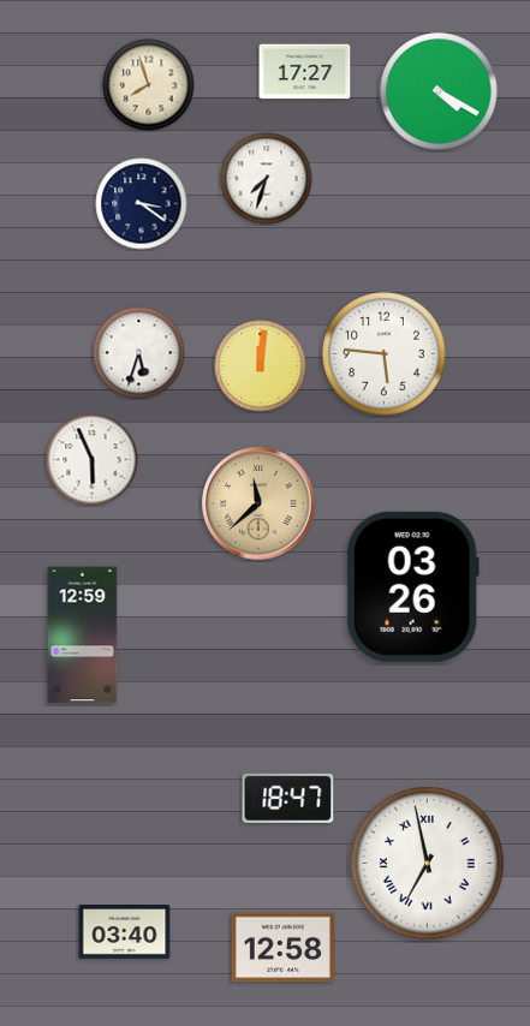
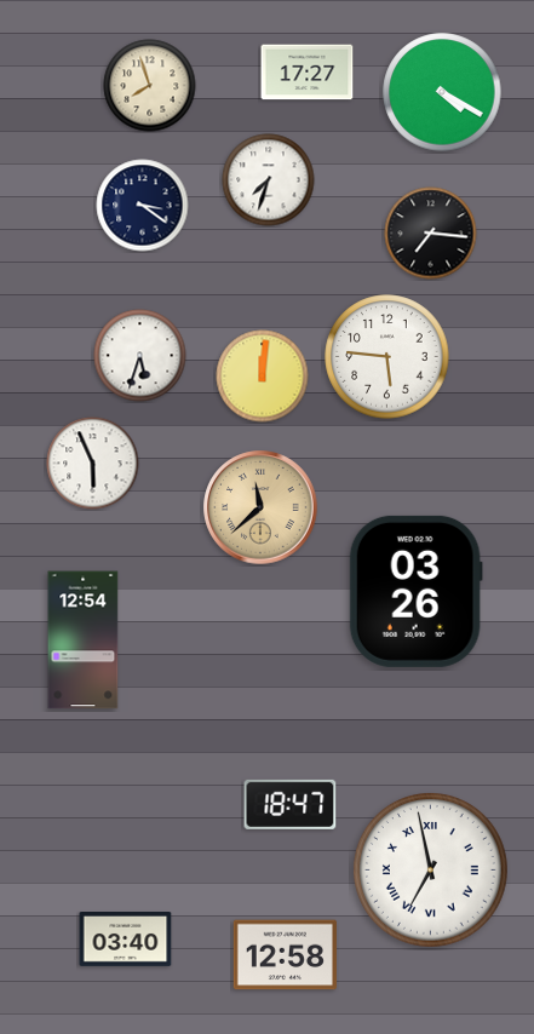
clock at (431, 234): none -> 7:16
clock at (261, 366) position: (261, 366) -> (263, 377)
clock at (83, 636): 12:59 -> 12:54
